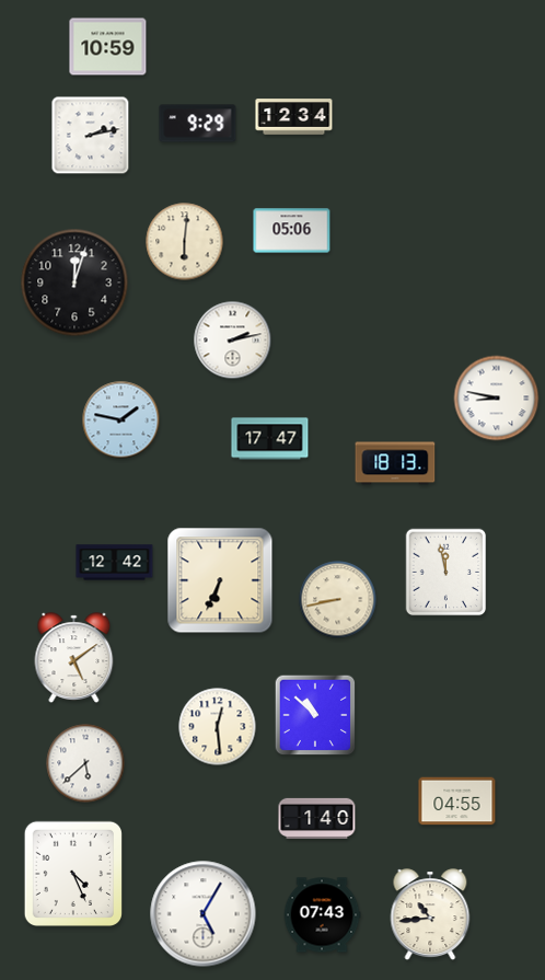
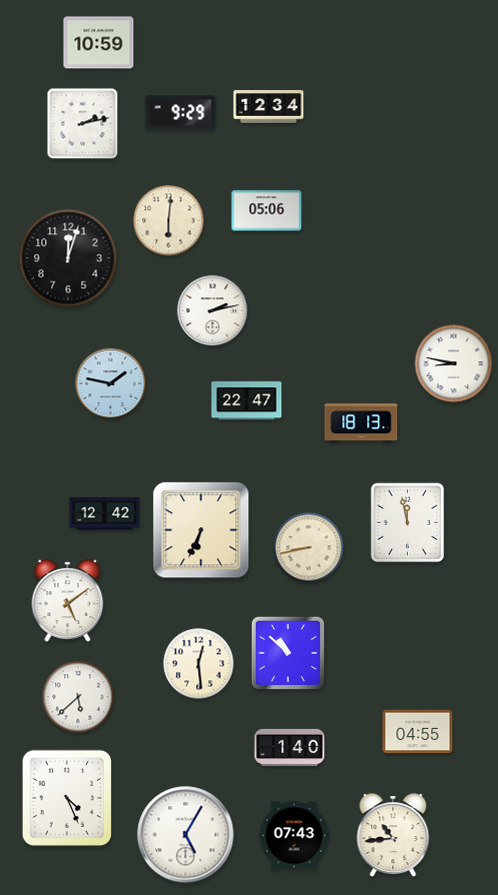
clock at (270, 439): 17:47 -> 22:47
